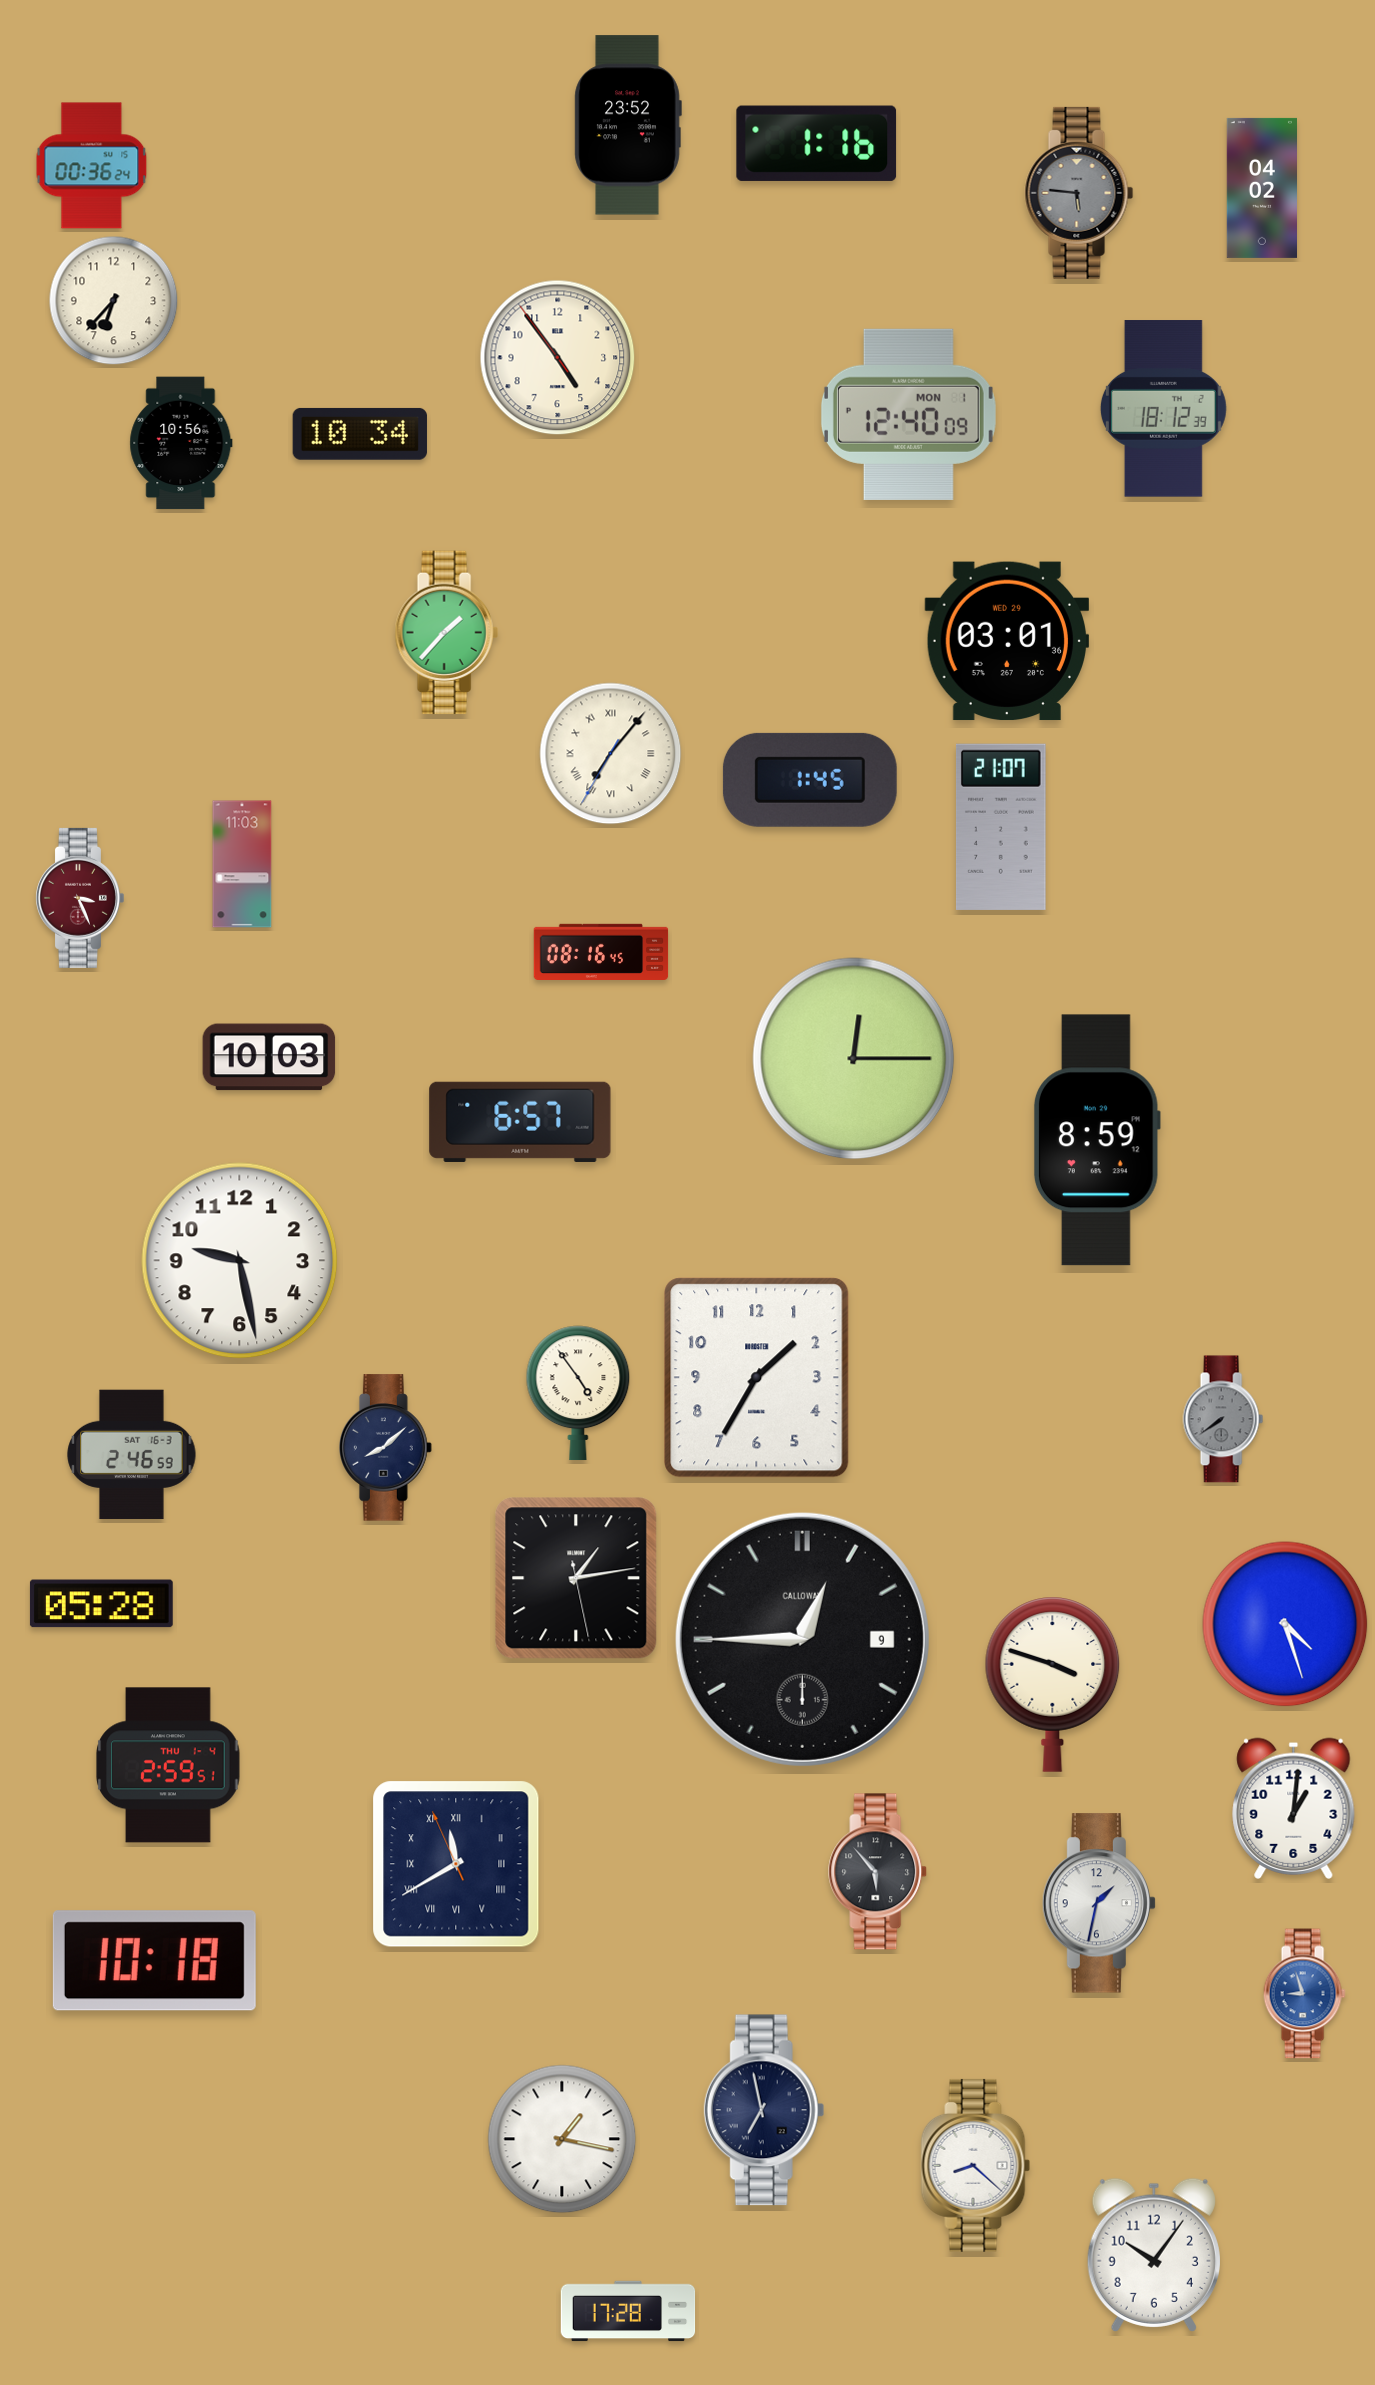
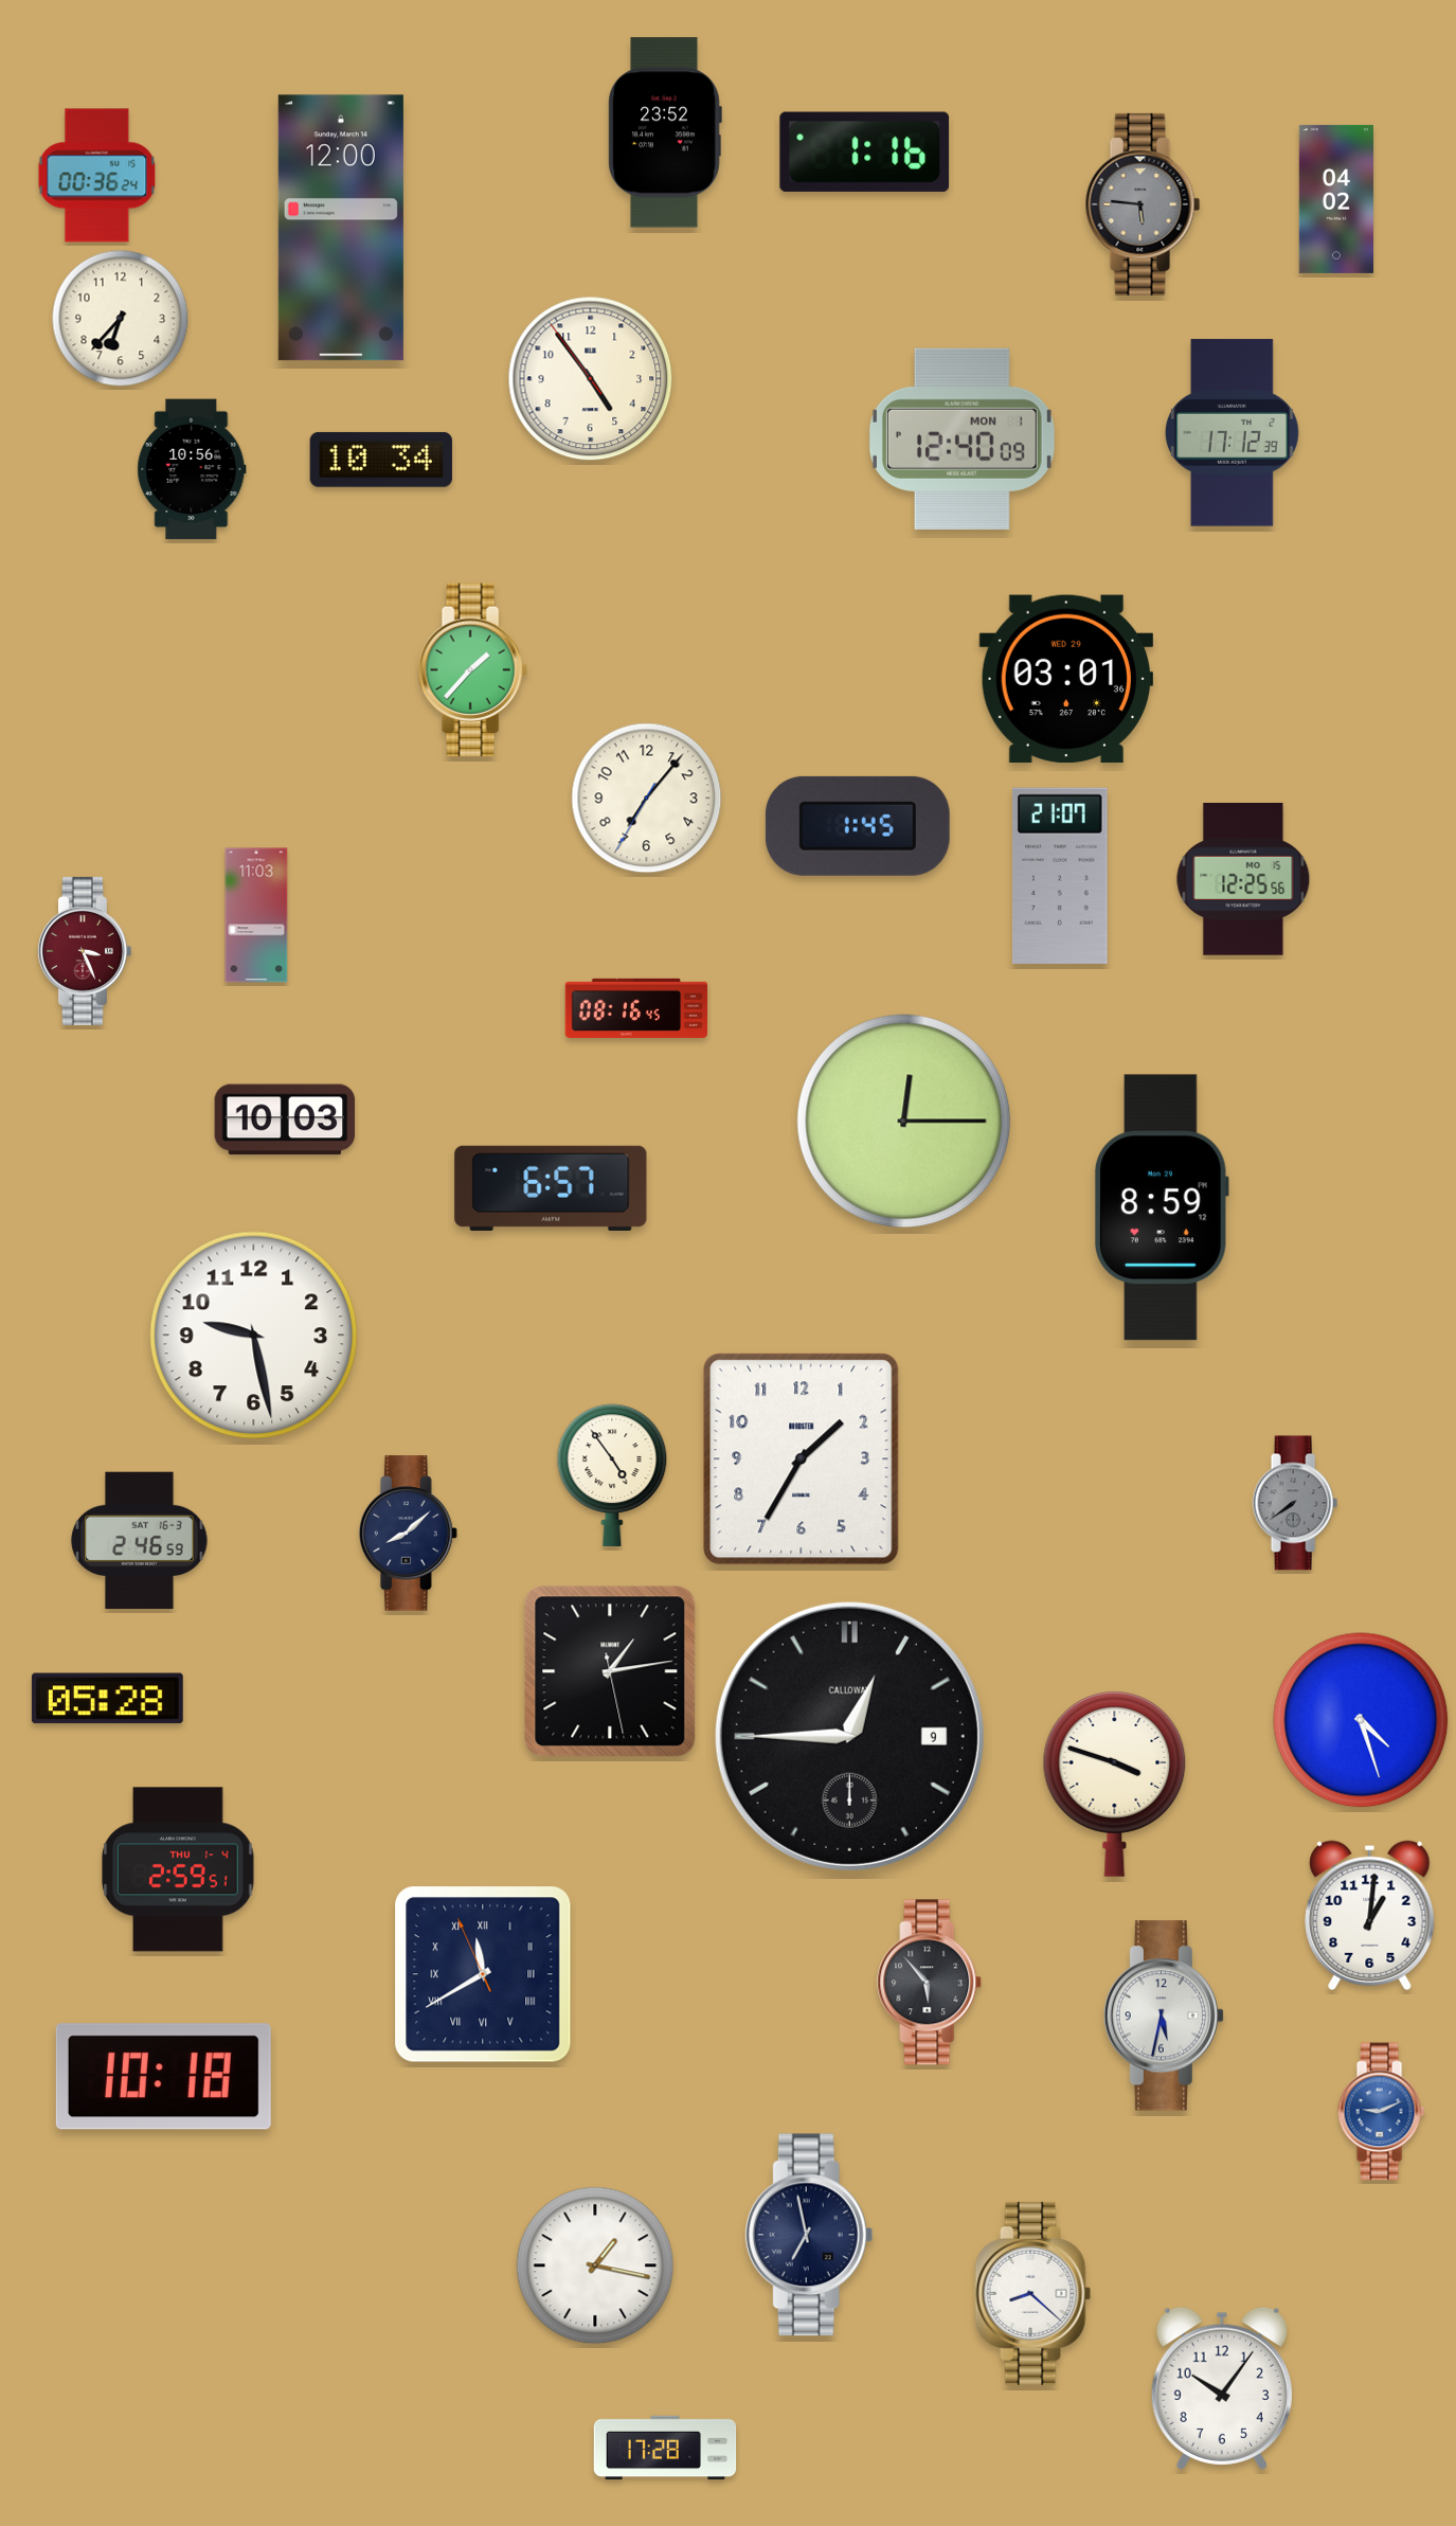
clock at (341, 228): none -> 12:00
clock at (1163, 409): 18:12 -> 17:12
clock at (611, 754) numerals: Roman -> Arabic
clock at (1243, 880): none -> 12:25
clock at (1098, 1903): 1:32 -> 5:32
clock at (1304, 1994): 8:57 -> 9:11
